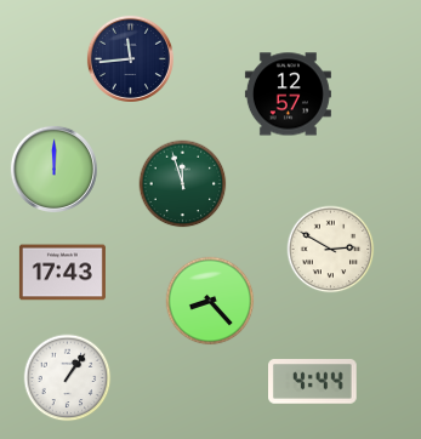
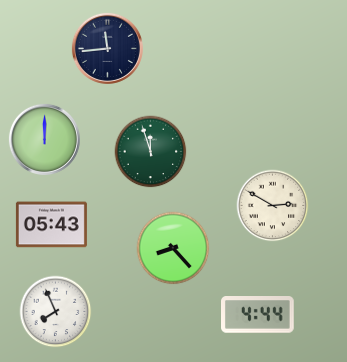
clock at (288, 95): 12:57 -> none
clock at (62, 273): 17:43 -> 05:43
clock at (68, 378): 1:06 -> 7:56
